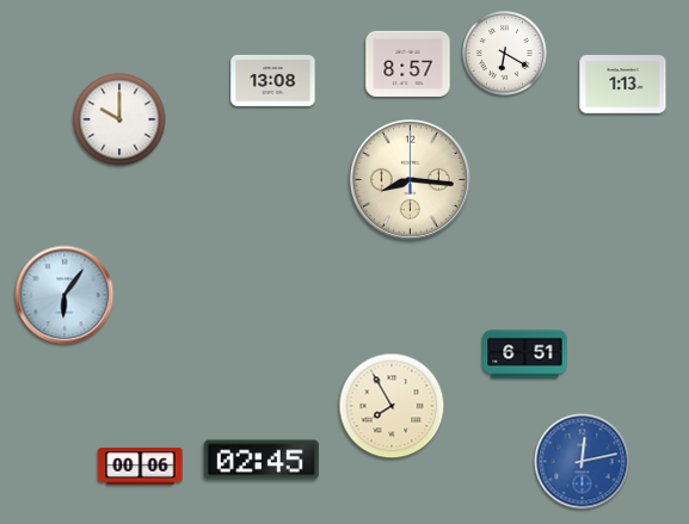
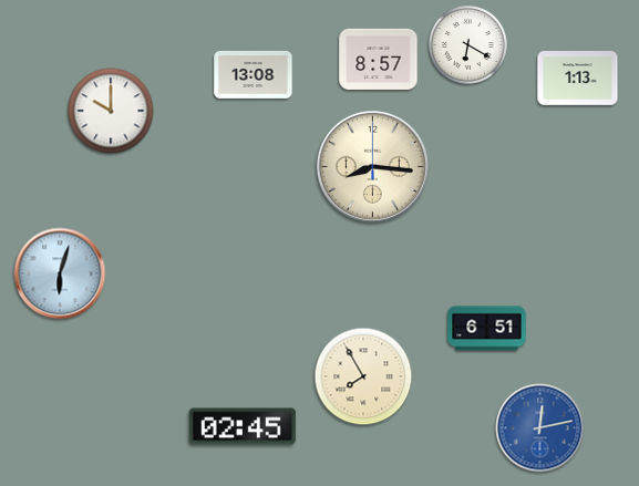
clock at (505, 54) position: (505, 54) -> (468, 45)
clock at (410, 179) position: (410, 179) -> (372, 166)
clock at (64, 295): 6:06 -> 6:03
clock at (141, 467): 00:06 -> none
